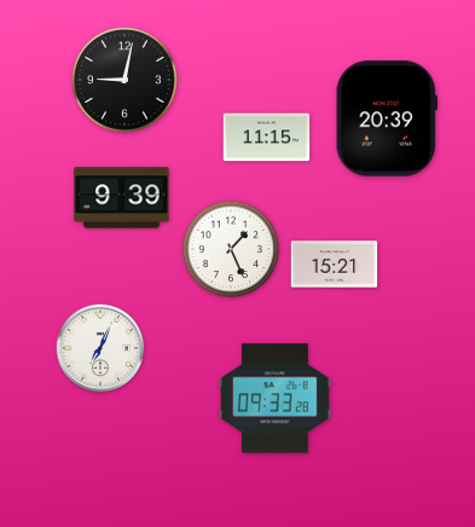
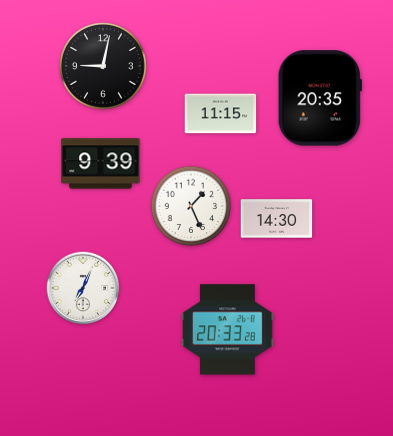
clock at (387, 118): 20:39 -> 20:35
clock at (335, 265): 15:21 -> 14:30
clock at (276, 399): 09:33 -> 20:33
